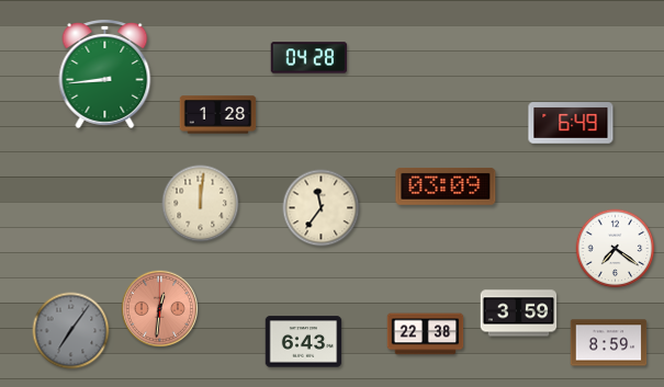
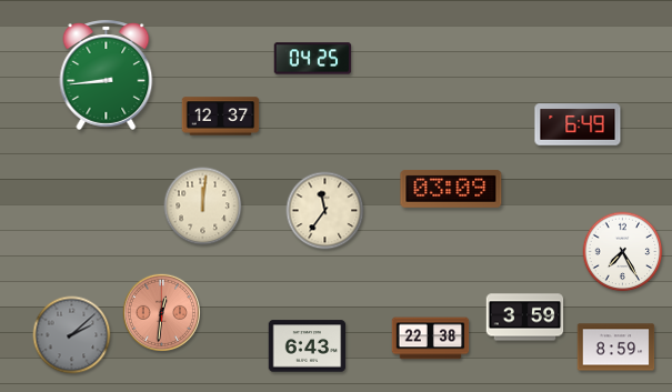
clock at (310, 58): 04:28 -> 04:25
clock at (218, 115): 1:28 -> 12:37
clock at (616, 249): 7:21 -> 7:25
clock at (71, 331): 7:06 -> 2:08
